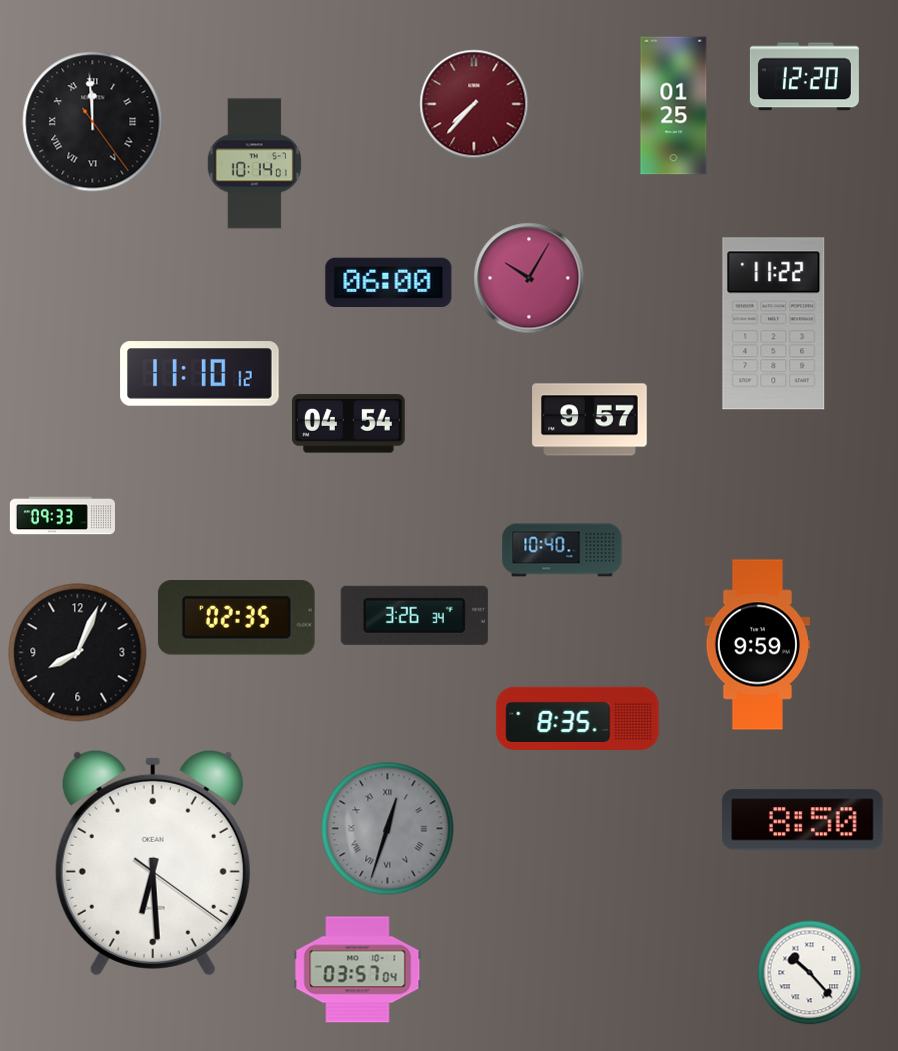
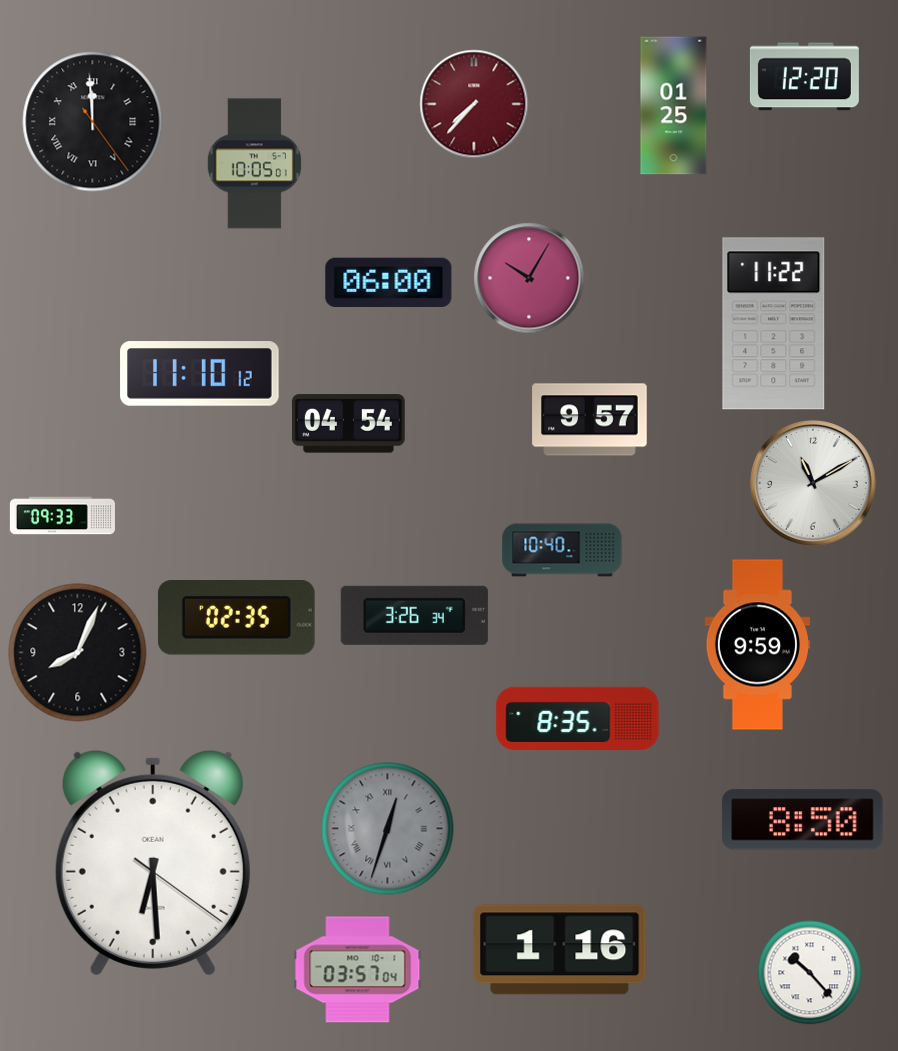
clock at (254, 164): 10:14 -> 10:05
clock at (813, 483): none -> 11:10
clock at (560, 950): none -> 1:16
